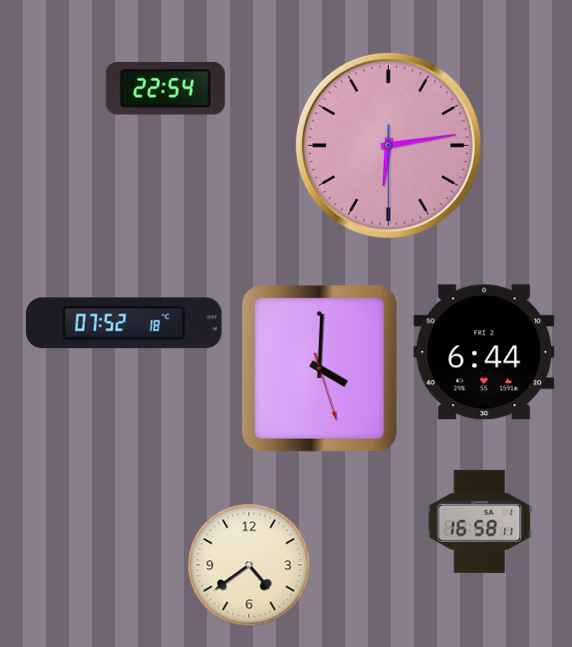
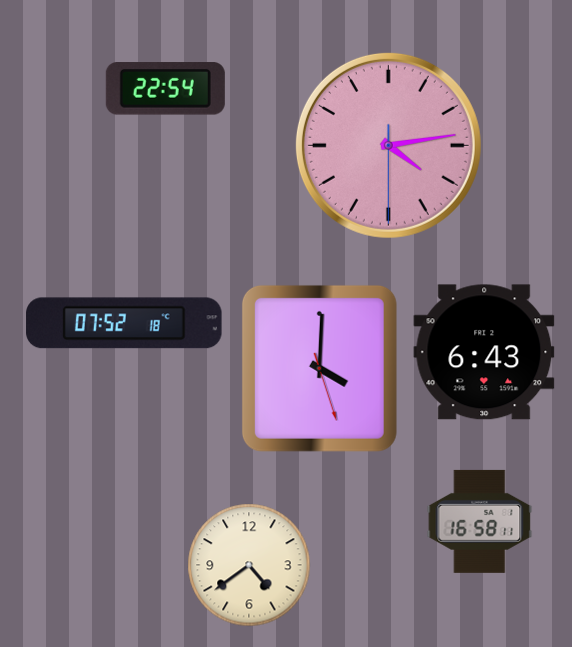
clock at (388, 145): 6:13 -> 4:13
clock at (484, 352): 6:44 -> 6:43
